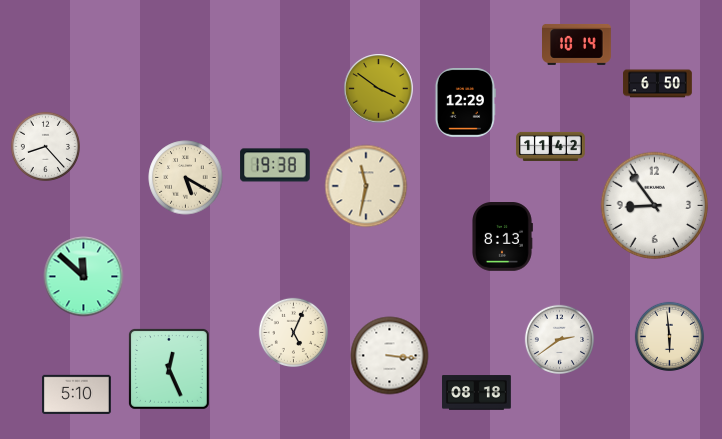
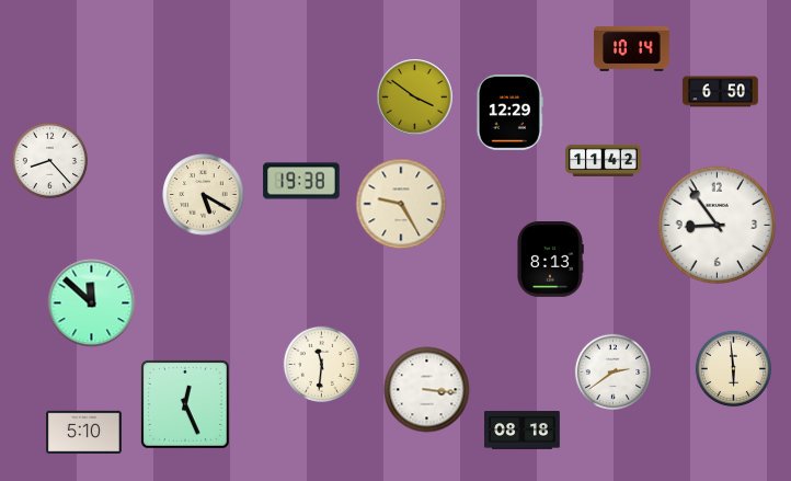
clock at (366, 186): 11:32 -> 9:25
clock at (293, 332): 5:04 -> 11:31
